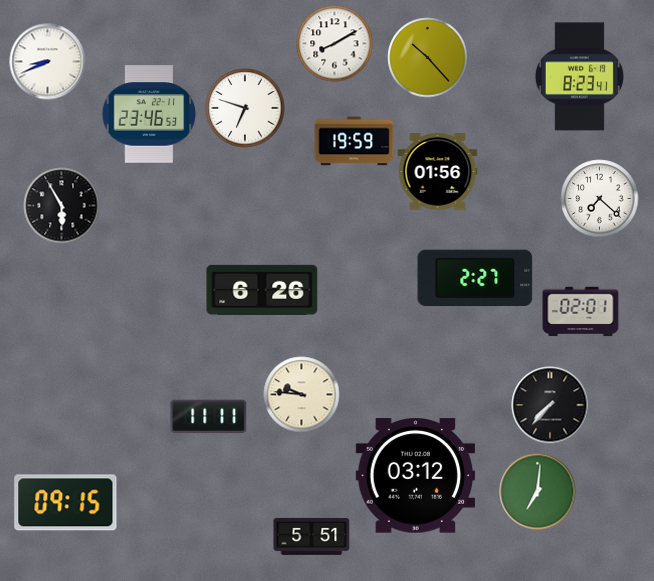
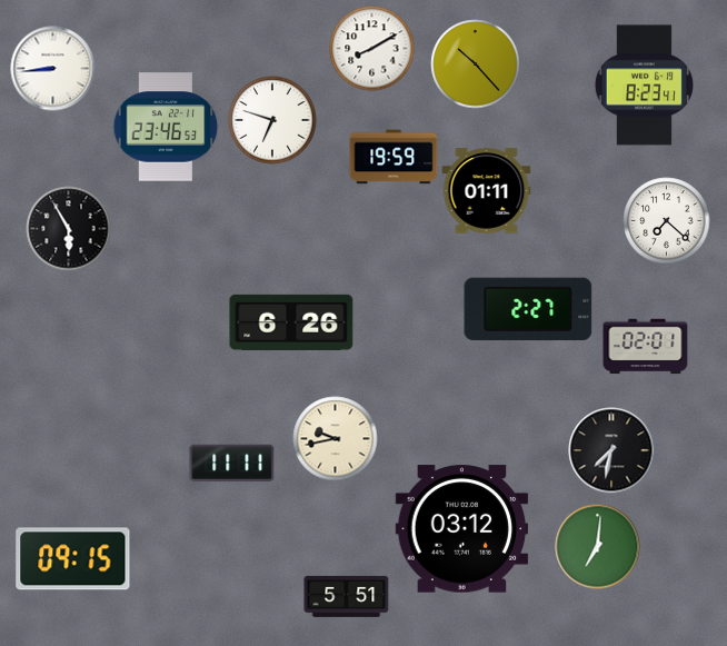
clock at (48, 62): 8:41 -> 8:44
clock at (438, 172): 01:56 -> 01:11
clock at (302, 395): 9:46 -> 9:43
clock at (550, 405): 7:37 -> 7:32
